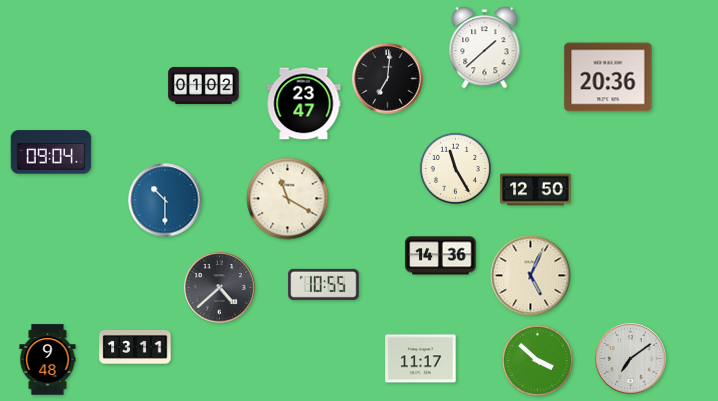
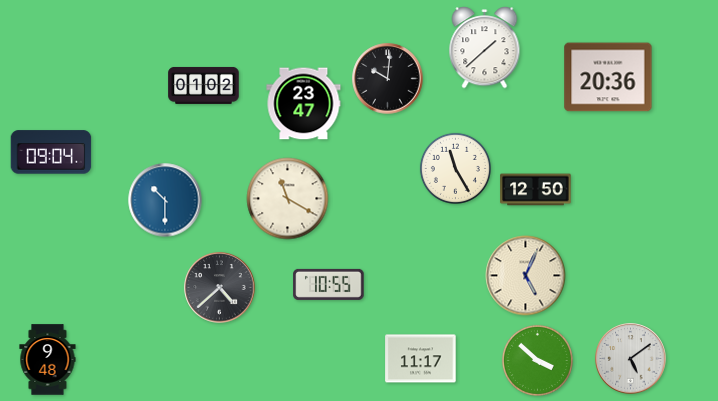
clock at (388, 79): 7:01 -> 10:01
clock at (441, 256): 14:36 -> none
clock at (531, 276) position: (531, 276) -> (526, 276)
clock at (324, 284) position: (324, 284) -> (329, 284)
clock at (135, 347): 13:11 -> none
clock at (631, 359): 7:09 -> 5:09
